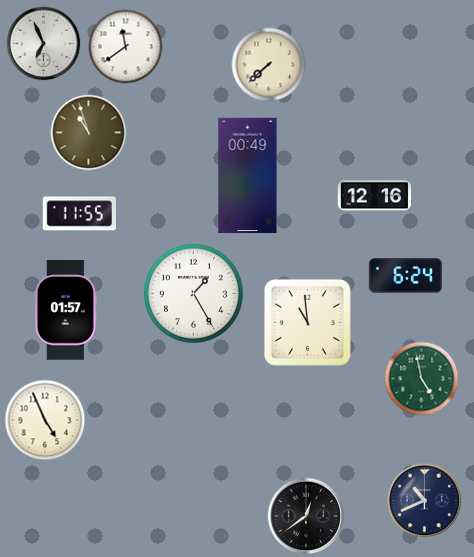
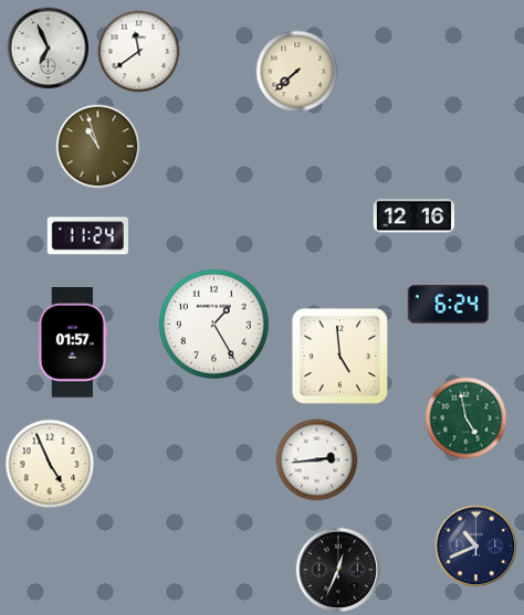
clock at (248, 176): 00:49 -> none
clock at (79, 214): 11:55 -> 11:24
clock at (307, 322): 10:59 -> 4:59
clock at (317, 460): none -> 2:44
clock at (425, 501) position: (425, 501) -> (476, 547)
clock at (306, 516): 12:39 -> 12:34
